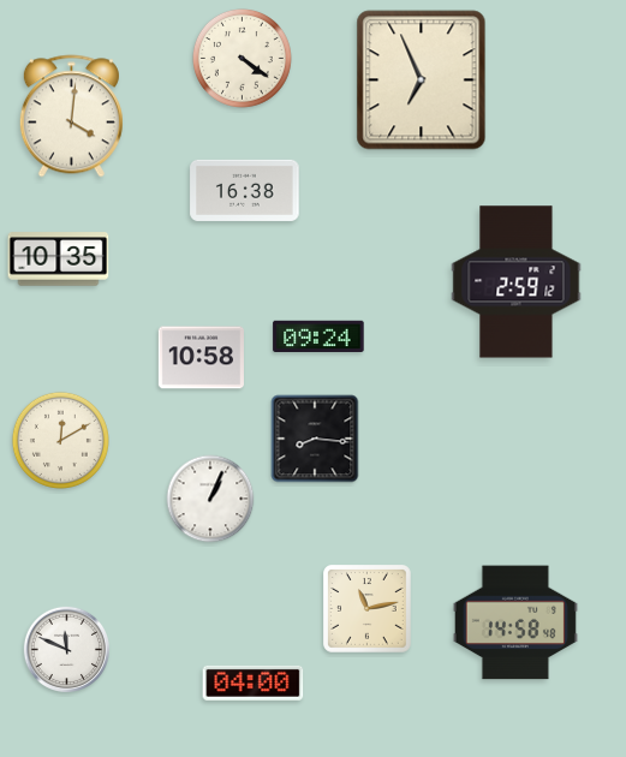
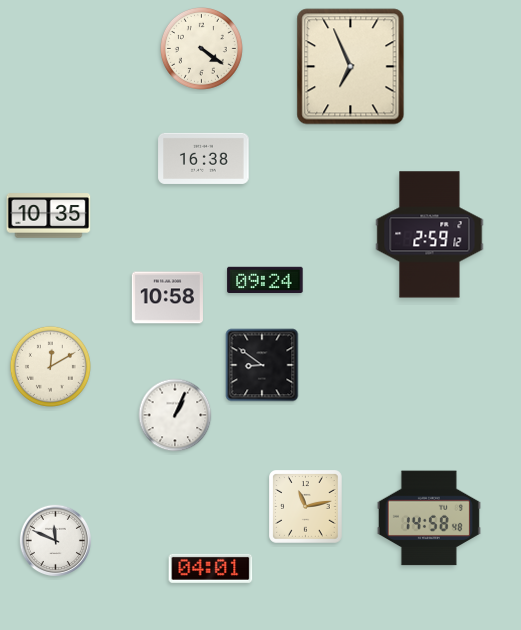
clock at (71, 117): 4:01 -> none
clock at (315, 439): 8:16 -> 8:51
clock at (254, 683): 04:00 -> 04:01
